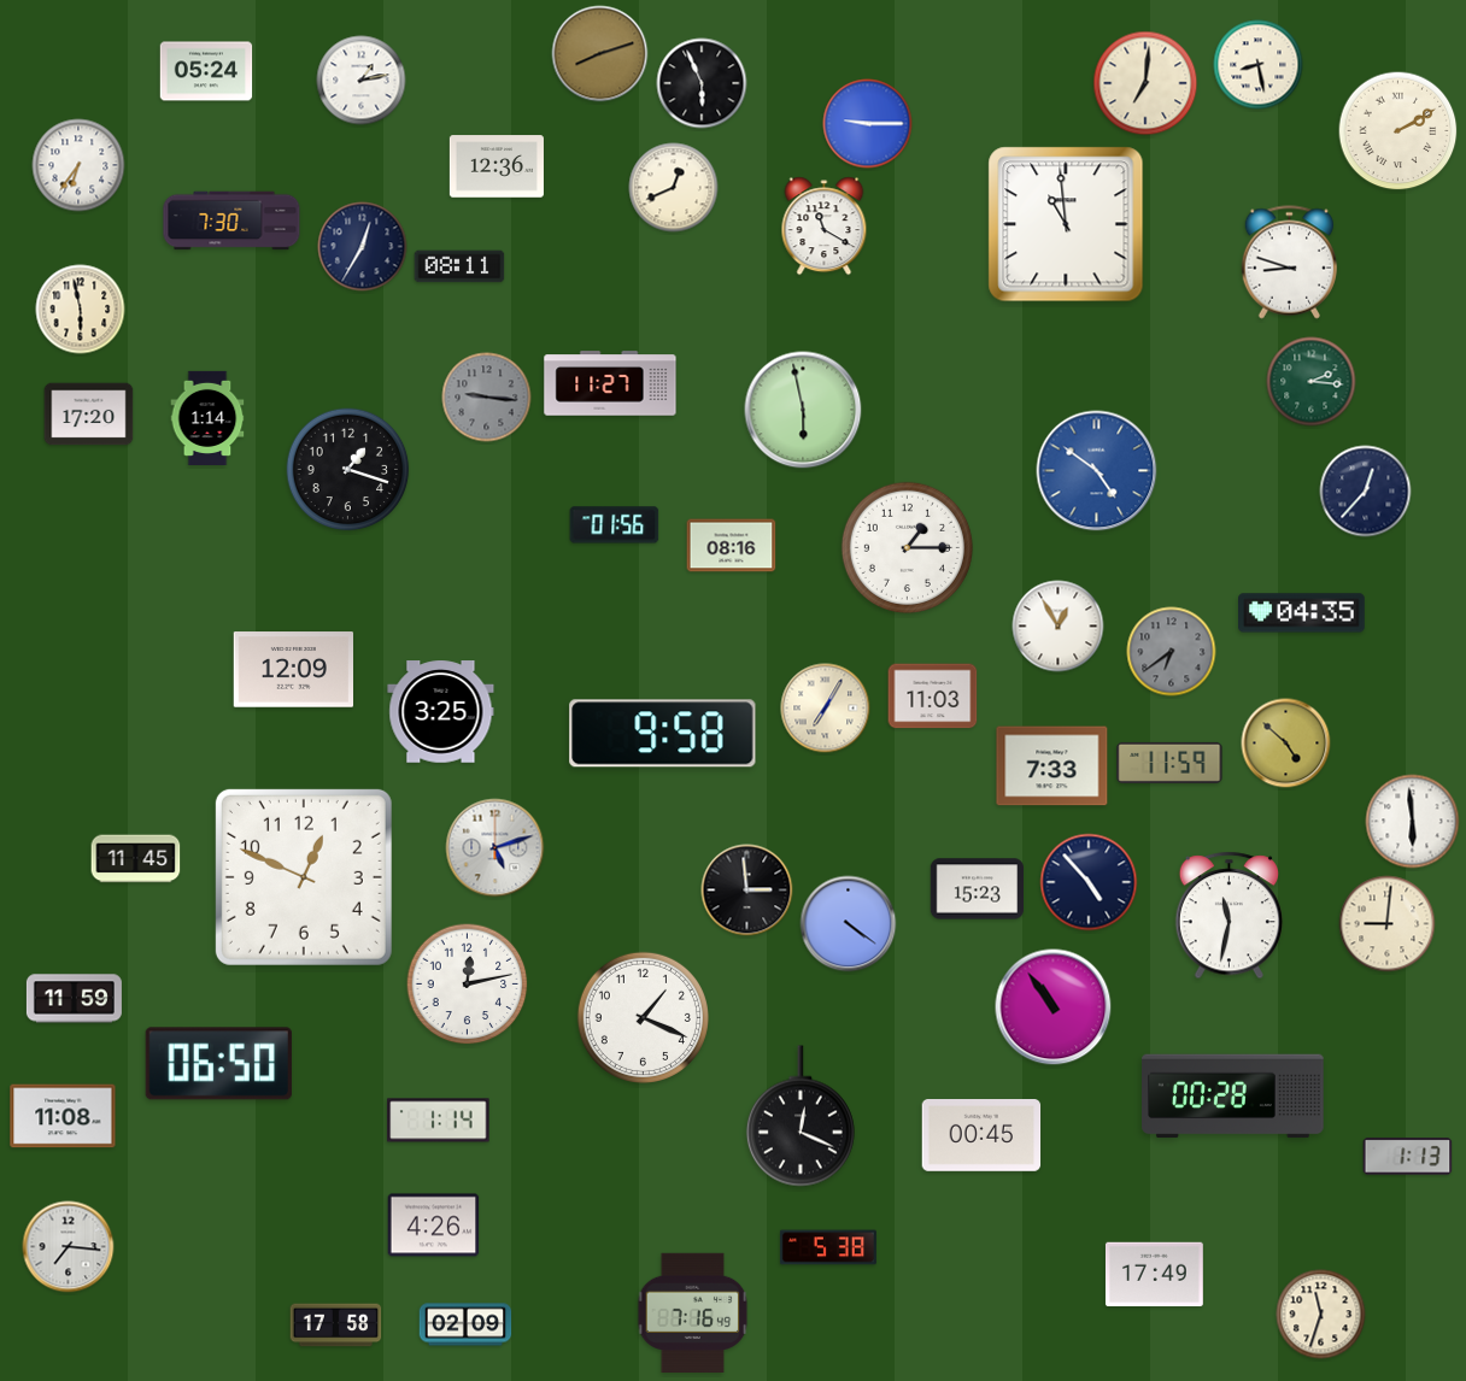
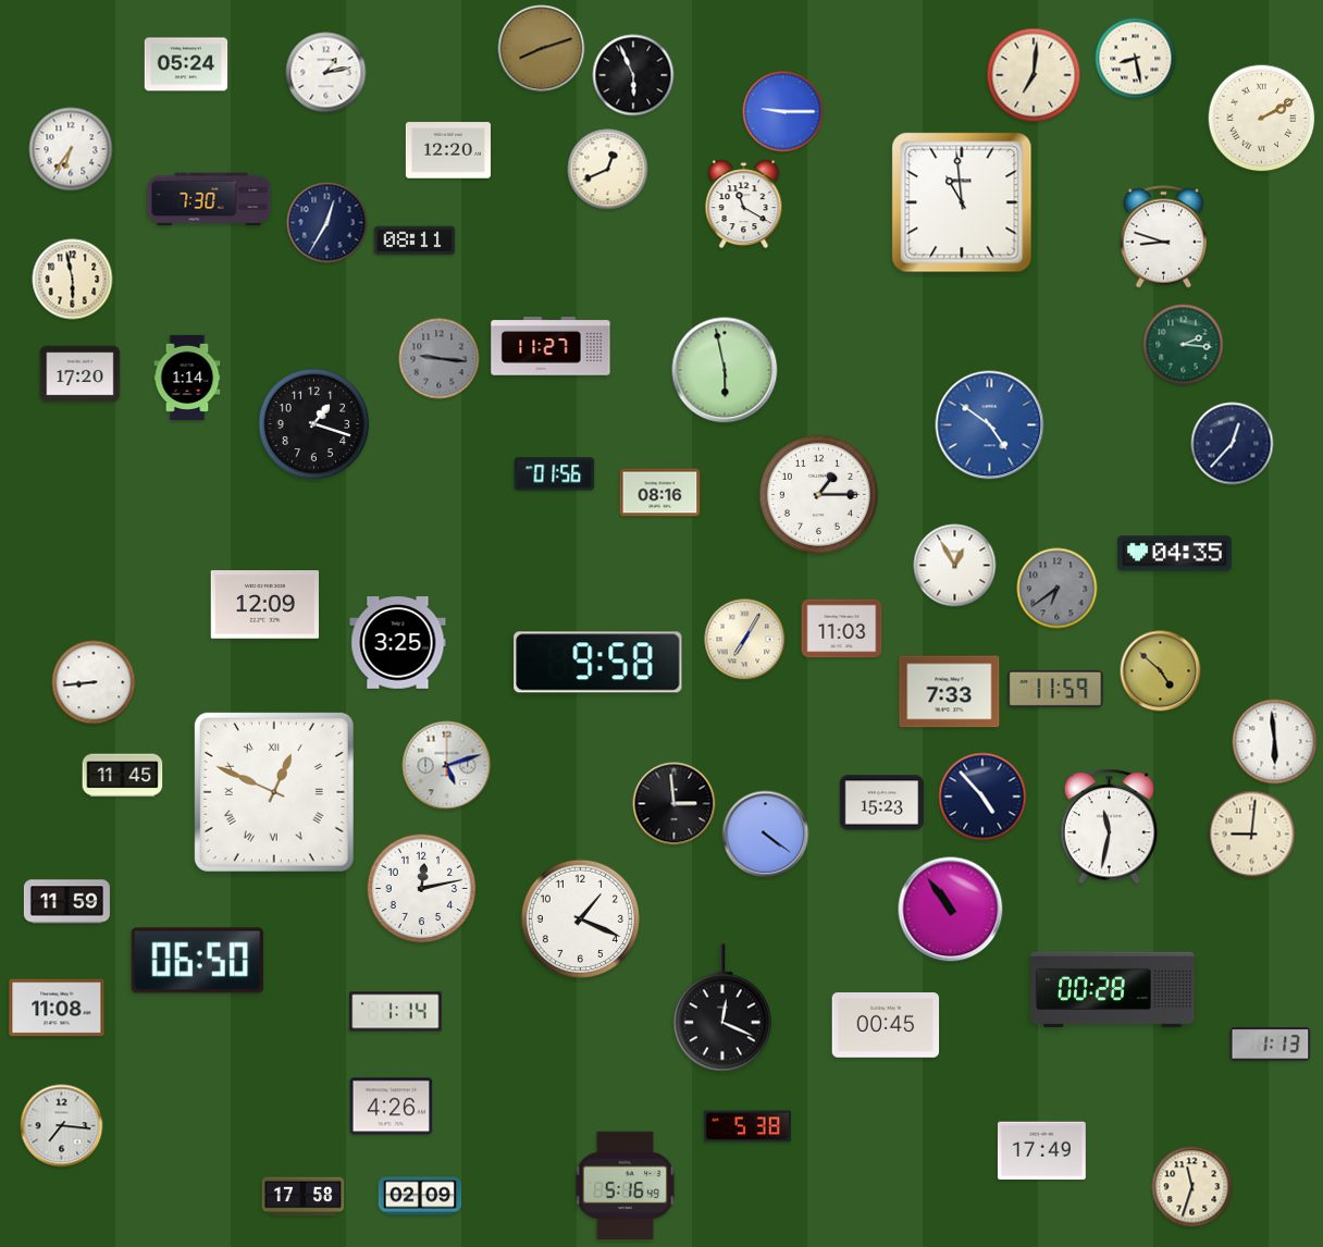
clock at (497, 166): 12:36 -> 12:20
clock at (94, 682): none -> 8:44
clock at (304, 877) numerals: Arabic -> Roman
clock at (693, 1314): 7:16 -> 5:16
